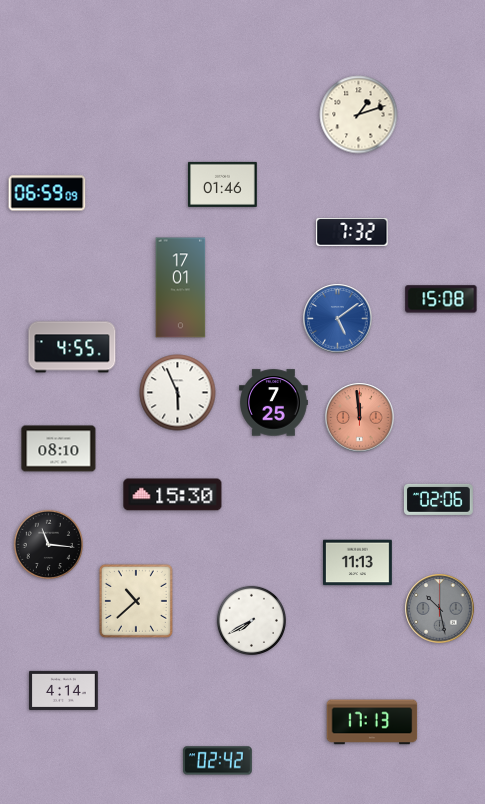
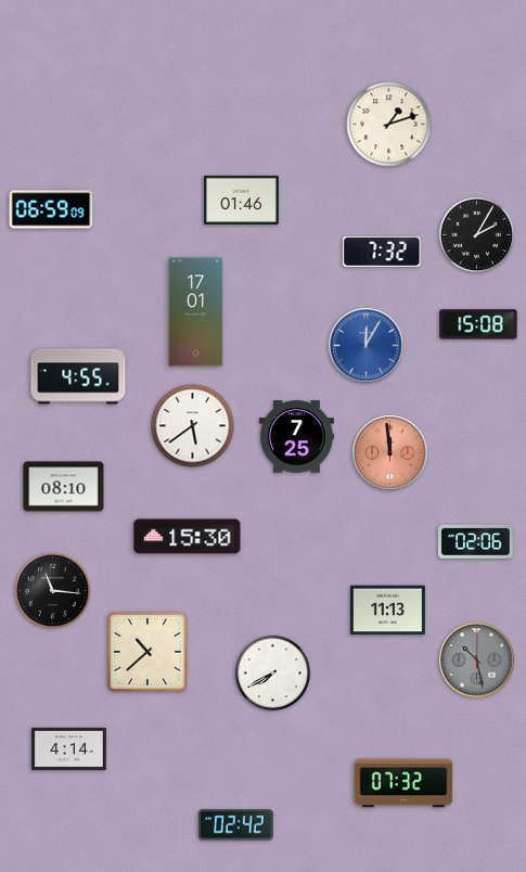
clock at (476, 234): none -> 2:05
clock at (338, 319): 5:09 -> 12:05
clock at (178, 393): 5:56 -> 5:39
clock at (372, 722): 17:13 -> 07:32
